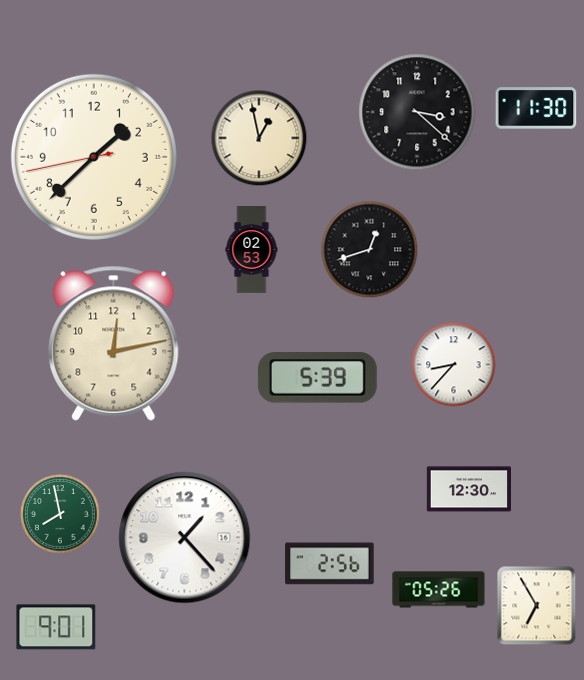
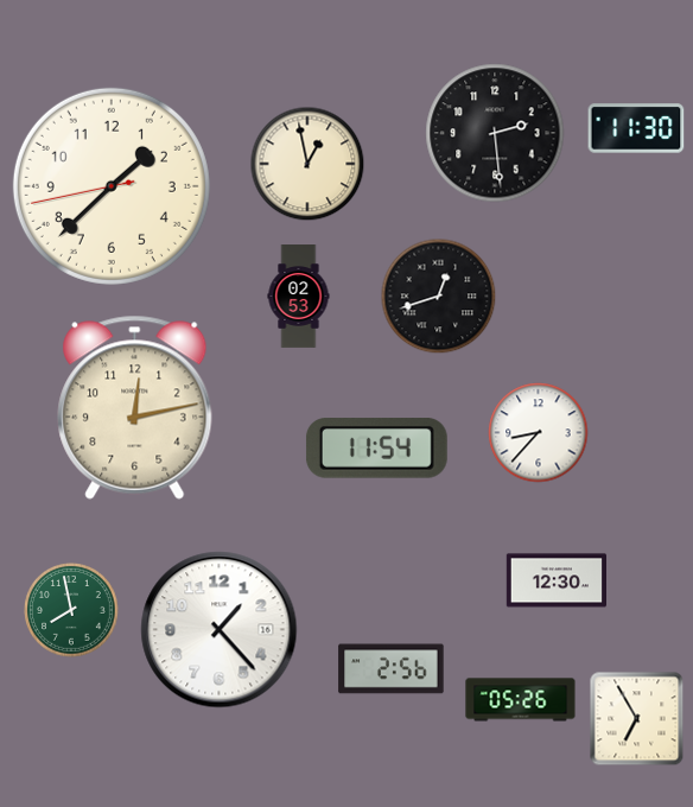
clock at (417, 112): 3:22 -> 2:29
clock at (317, 378): 5:39 -> 11:54
clock at (185, 538) position: (185, 538) -> (220, 630)
clock at (56, 627): 9:01 -> none
